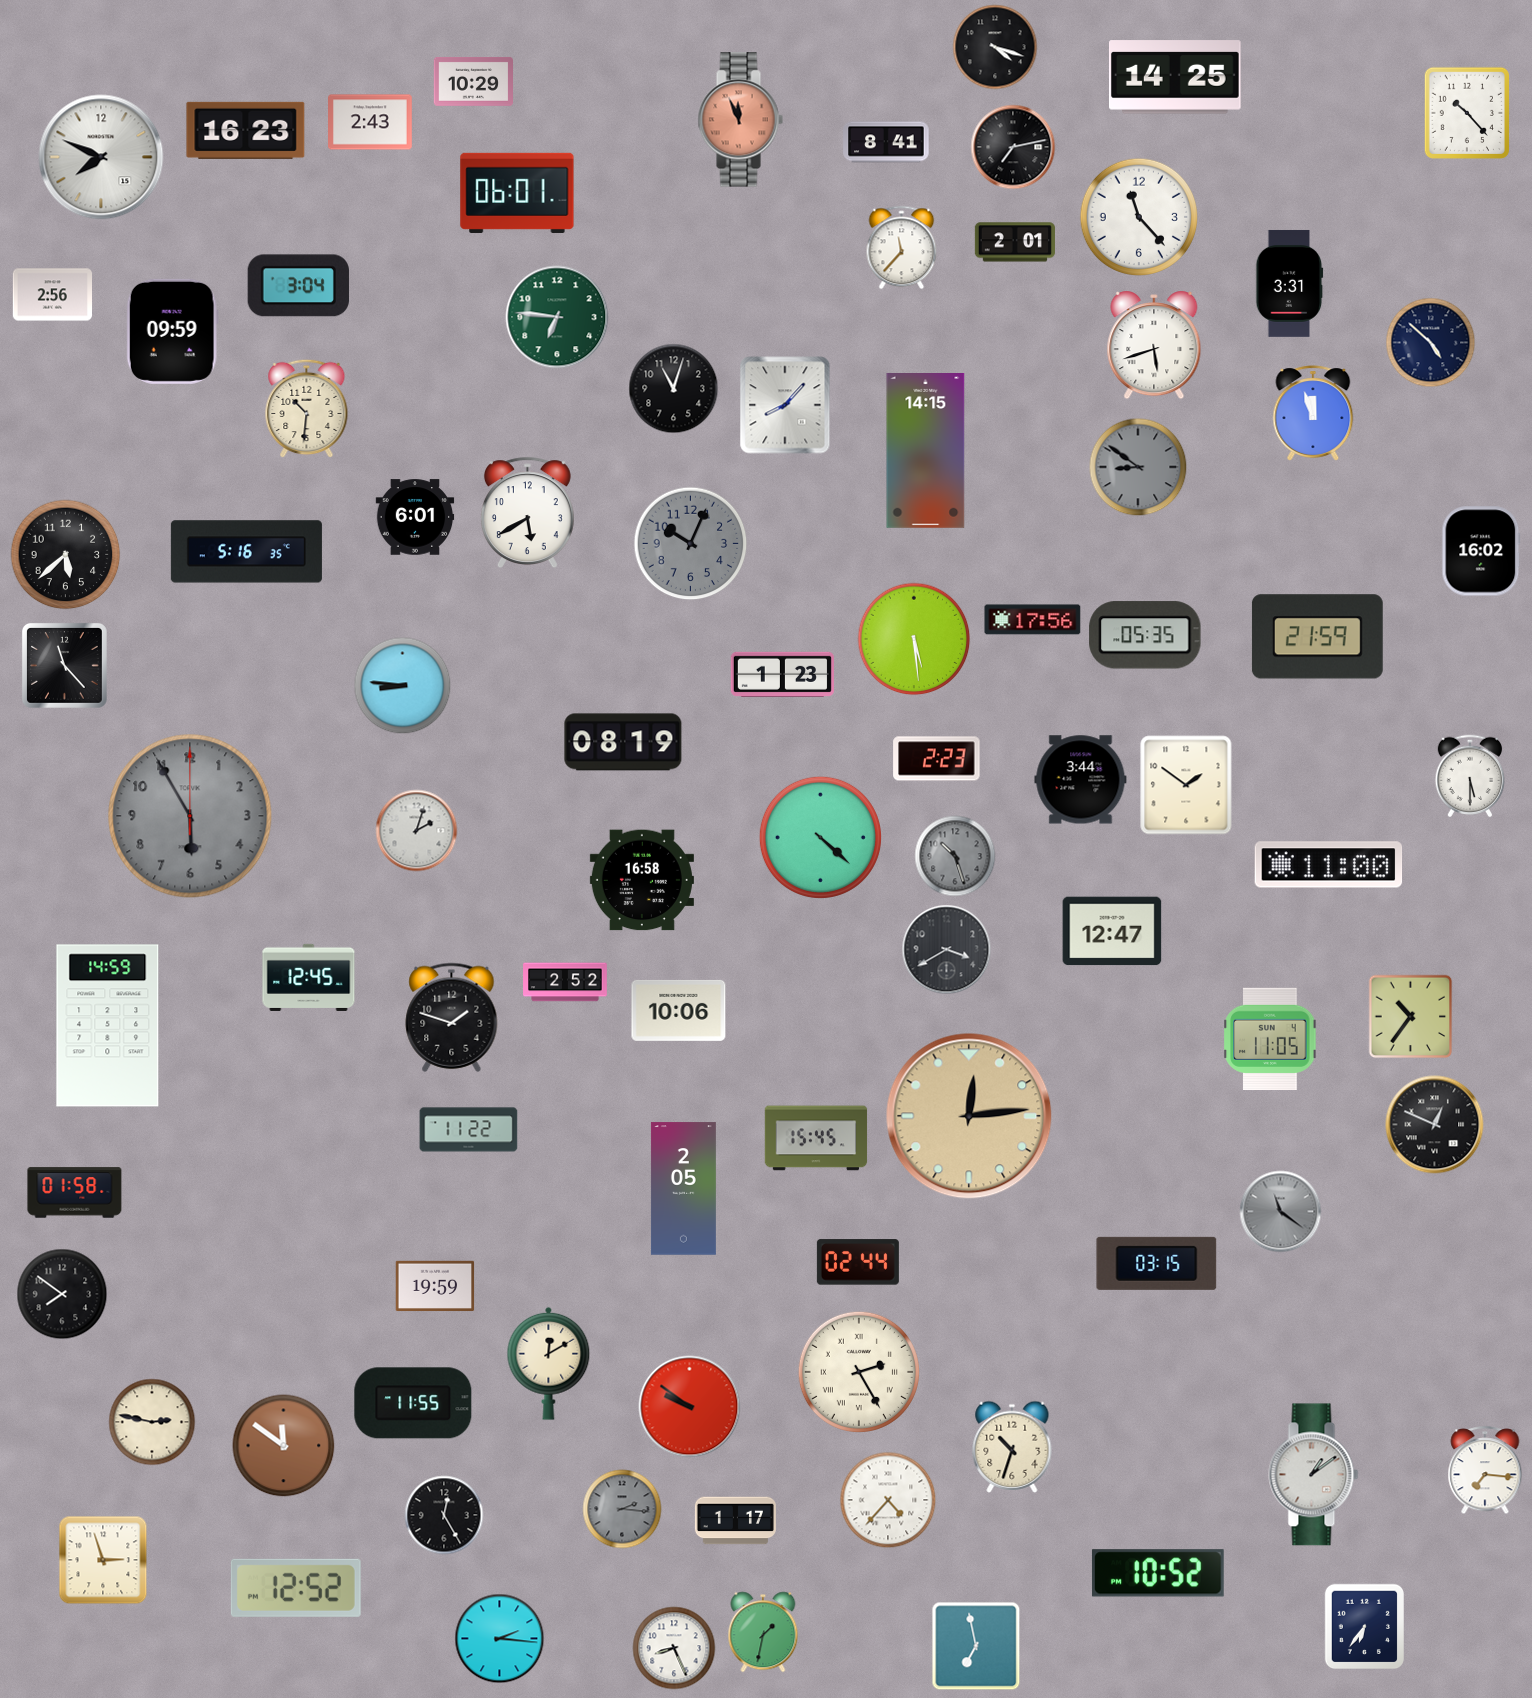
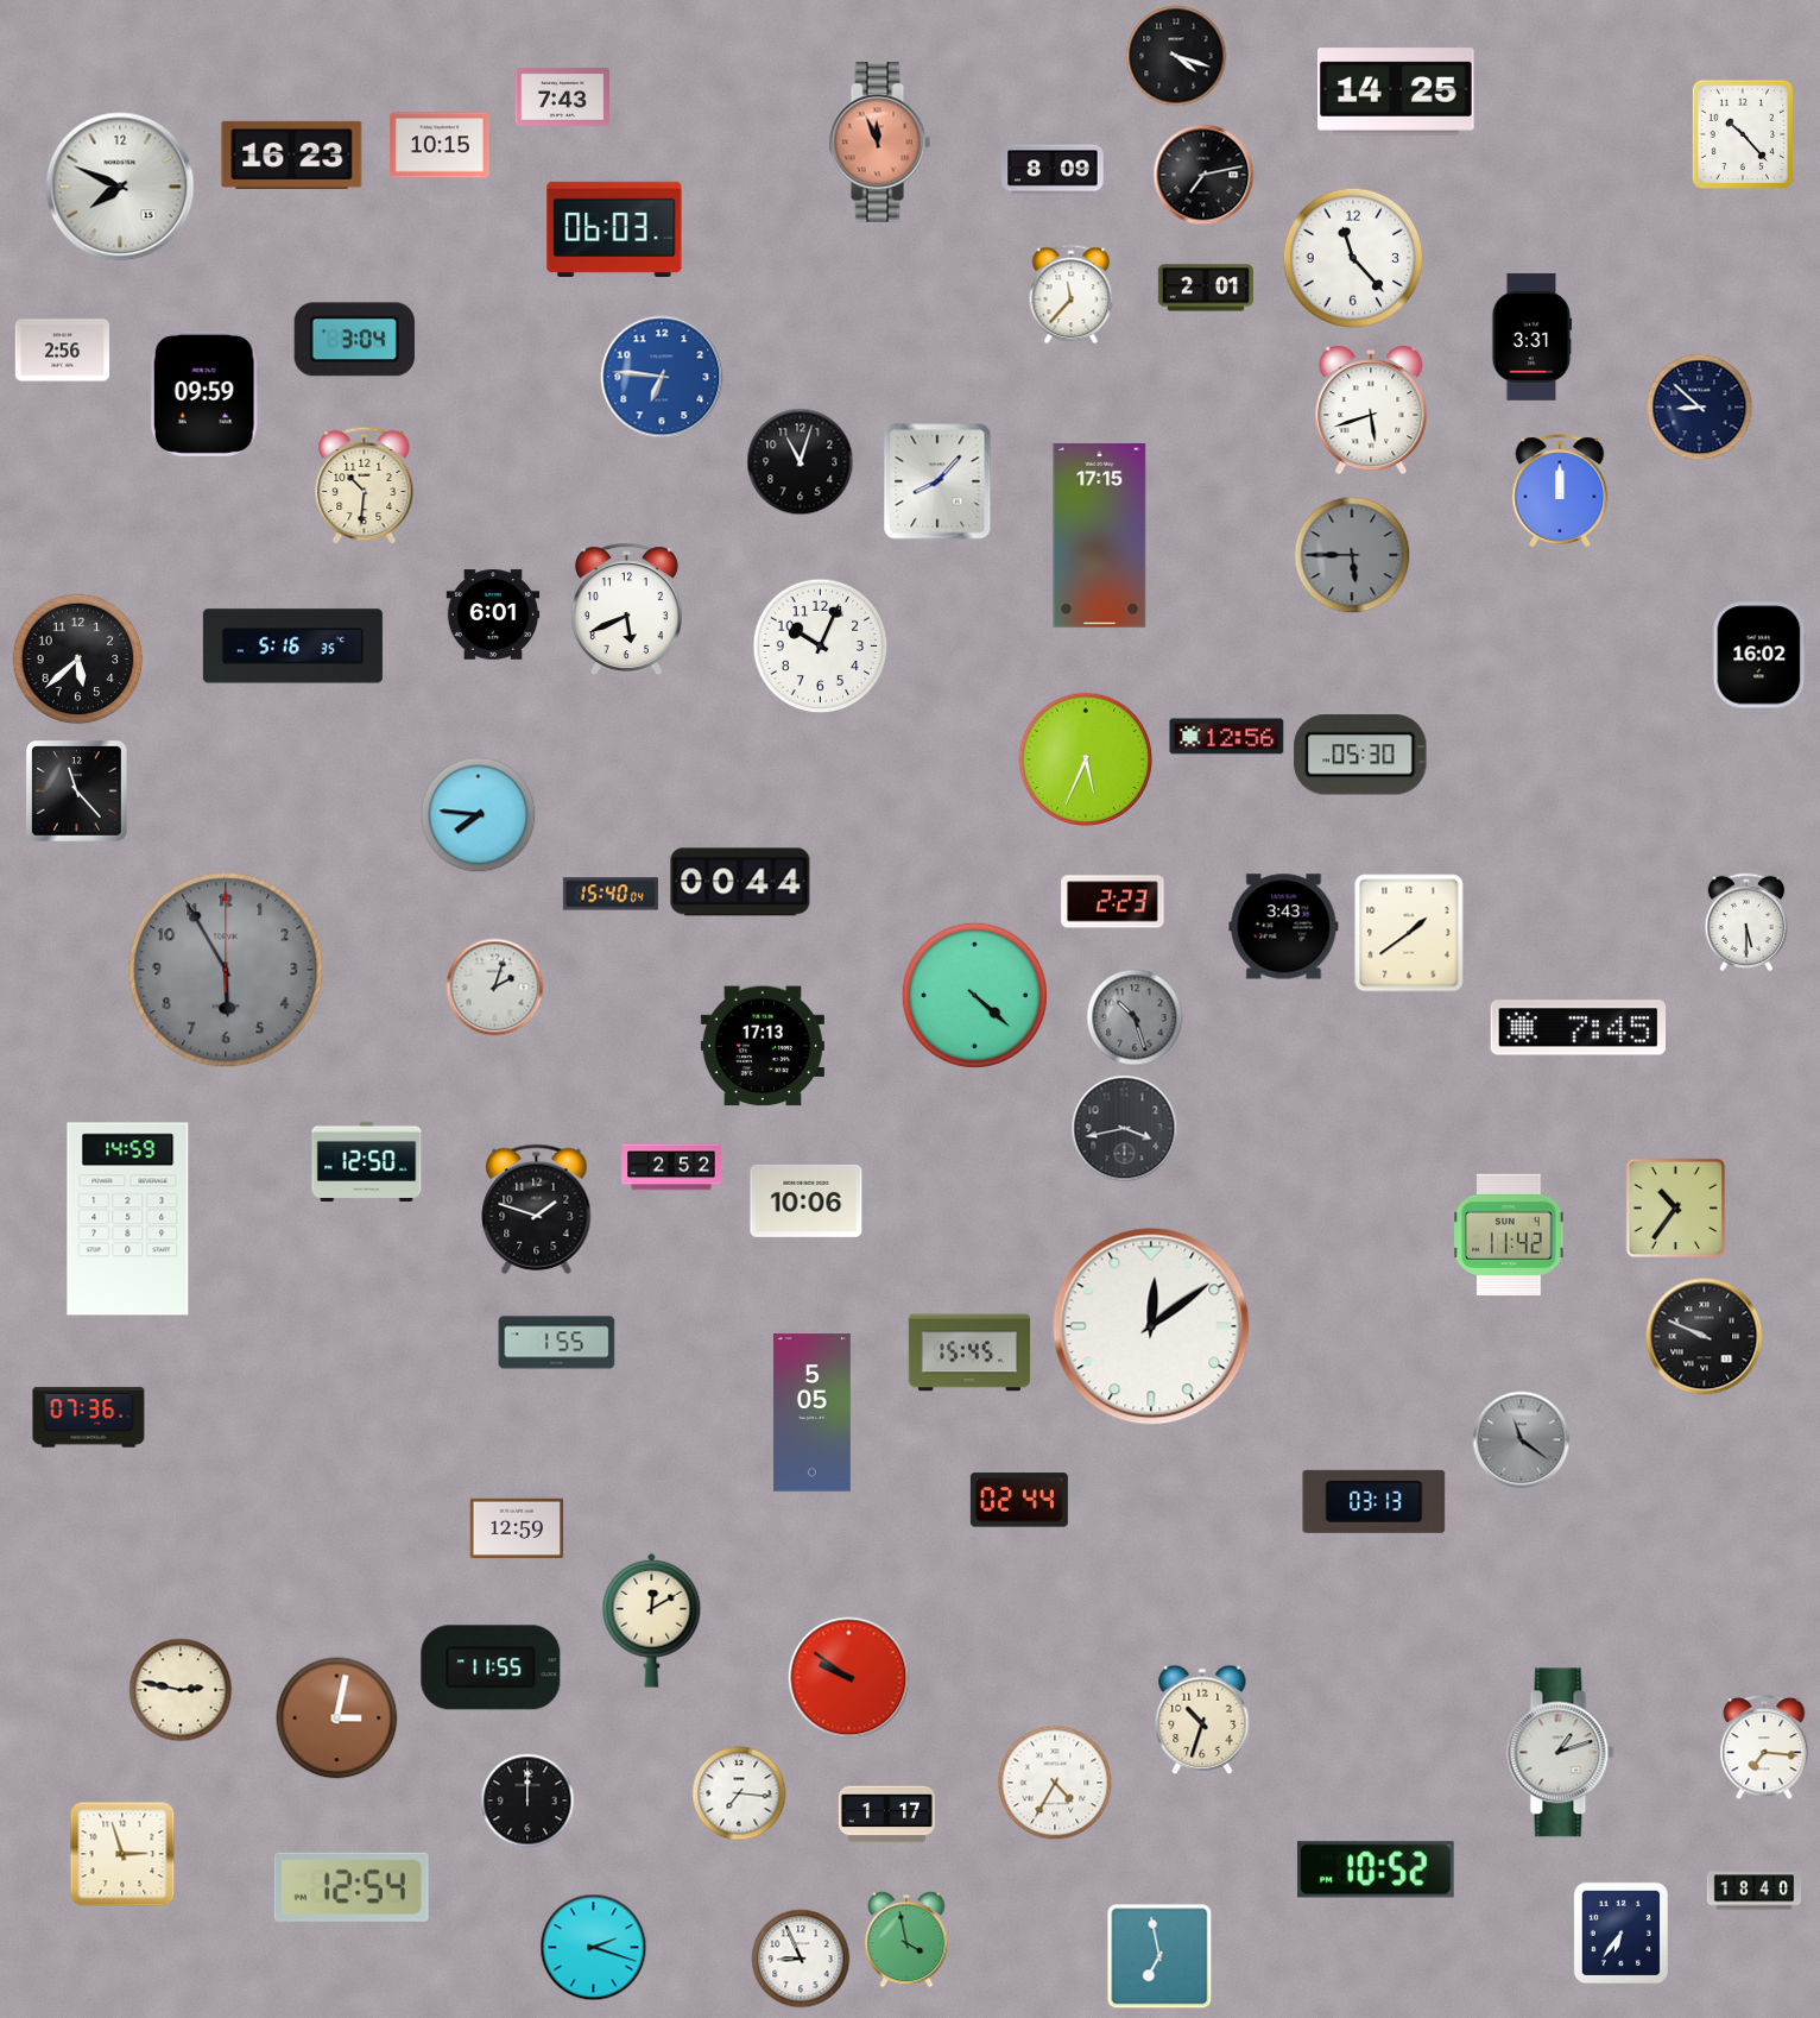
clock at (995, 47) position: (995, 47) -> (1176, 56)
clock at (474, 81): 10:29 -> 7:43
clock at (371, 122): 2:43 -> 10:15
clock at (886, 142): 8:41 -> 8:09
clock at (517, 193): 06:01 -> 06:03
clock at (557, 317) dial: green -> blue
clock at (1431, 343): 4:52 -> 8:52
clock at (785, 405) position: (785, 405) -> (937, 481)
clock at (1313, 413): 11:57 -> 12:00
clock at (926, 451): 14:15 -> 17:15
clock at (1138, 467): 8:51 -> 5:45
clock at (527, 512): 5:40 -> 5:41
clock at (691, 544) dial: grey -> white
clock at (246, 552) position: (246, 552) -> (292, 647)
clock at (1033, 620): 17:56 -> 12:56
clock at (1145, 635): 05:35 -> 05:30
clock at (1317, 637): 21:59 -> none
clock at (914, 639): 5:29 -> 5:34
clock at (782, 674): 1:23 -> none
clock at (403, 686): 8:46 -> 7:46
clock at (623, 742): 08:19 -> 00:44
clock at (611, 894): none -> 15:40
clock at (1081, 780): 3:44 -> 3:43
clock at (1186, 785): 1:51 -> 1:39
clock at (1329, 865): 11:00 -> 7:45
clock at (642, 880): 16:58 -> 17:13
clock at (1112, 931): 12:47 -> none
clock at (947, 950): 3:40 -> 3:43
clock at (309, 977): 12:45 -> 12:50
clock at (1270, 1038): 11:05 -> 11:42
clock at (969, 1116): 12:14 -> 12:09
clock at (969, 1116) dial: champagne -> white
clock at (1435, 1125): 12:49 -> 9:49
clock at (469, 1130): 11:22 -> 1:55
clock at (683, 1189): 2:05 -> 5:05
clock at (75, 1193): 01:58 -> 07:36
clock at (1157, 1263): 03:15 -> 03:13
clock at (435, 1286): 19:59 -> 12:59
clock at (62, 1294): 7:51 -> none
clock at (859, 1372): 2:25 -> none
clock at (690, 1407) position: (690, 1407) -> (849, 1678)
clock at (284, 1446): 11:51 -> 3:02
clock at (1314, 1475): 1:09 -> 1:12
clock at (888, 1500): 4:37 -> 4:35
clock at (622, 1509): 2:16 -> 7:16
clock at (622, 1509) dial: grey -> white
clock at (444, 1515): 12:25 -> 12:00
clock at (735, 1521) position: (735, 1521) -> (886, 1815)
clock at (296, 1588): 12:52 -> 12:54
clock at (1755, 1891): none -> 18:40
clock at (763, 1632): 1:32 -> 3:58
clock at (500, 1639): 2:16 -> 2:18
clock at (674, 1648): 8:26 -> 8:56
